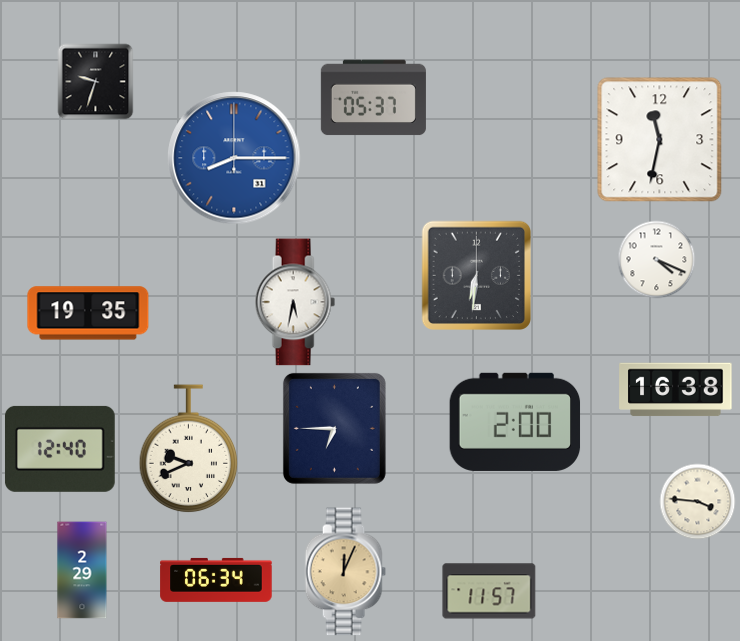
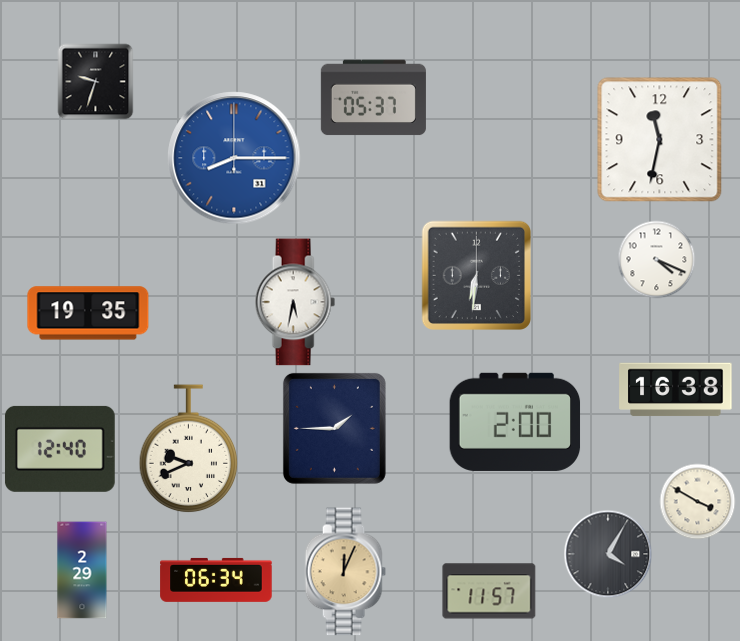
clock at (334, 428): 6:45 -> 1:45
clock at (698, 502): 3:46 -> 3:50
clock at (608, 554): none -> 4:05
